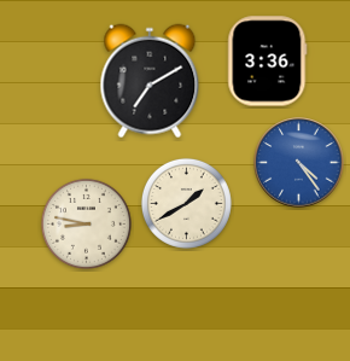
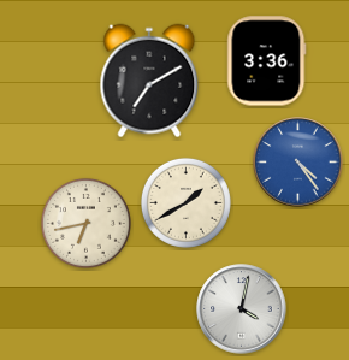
clock at (86, 223): 8:47 -> 6:43
clock at (242, 309): none -> 4:02
